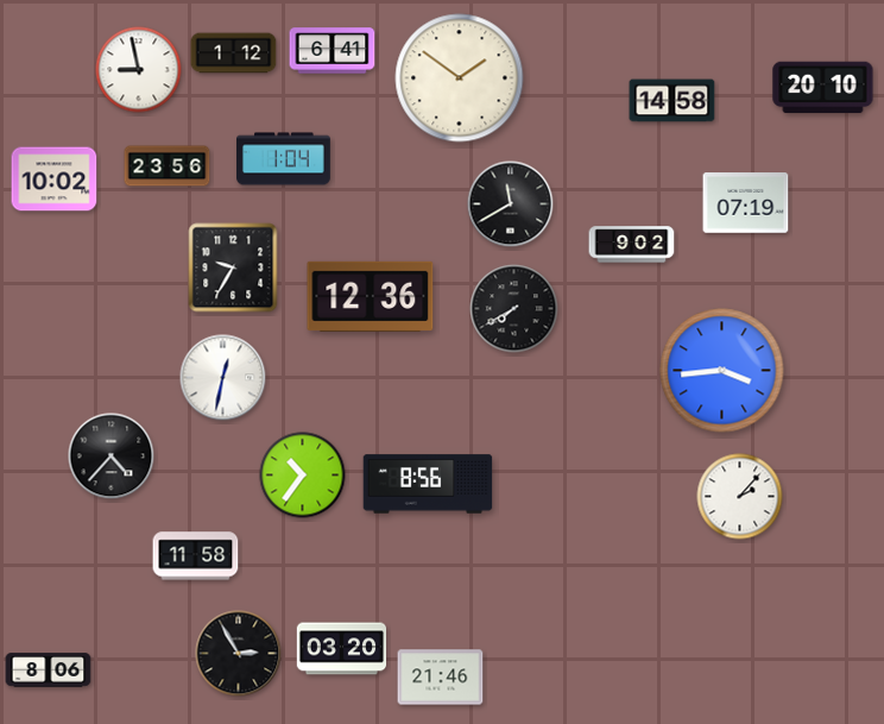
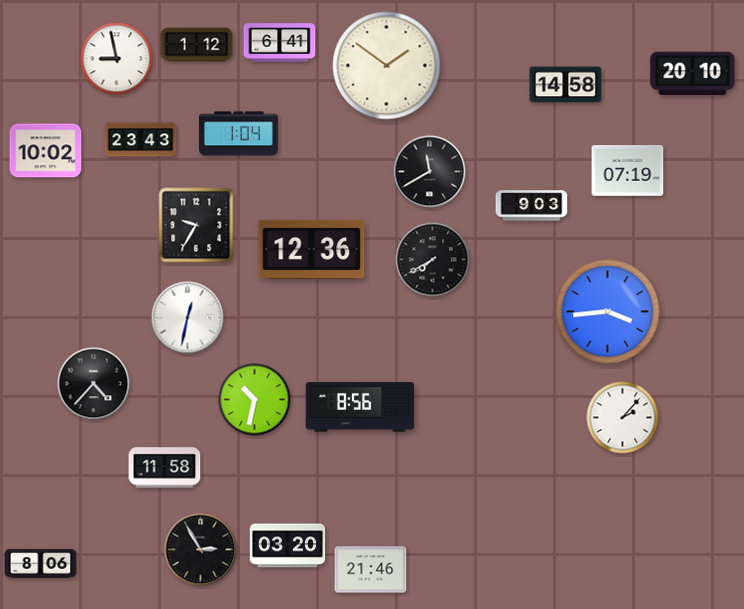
clock at (168, 166): 23:56 -> 23:43
clock at (632, 245): 9:02 -> 9:03
clock at (303, 476): 10:36 -> 10:32
